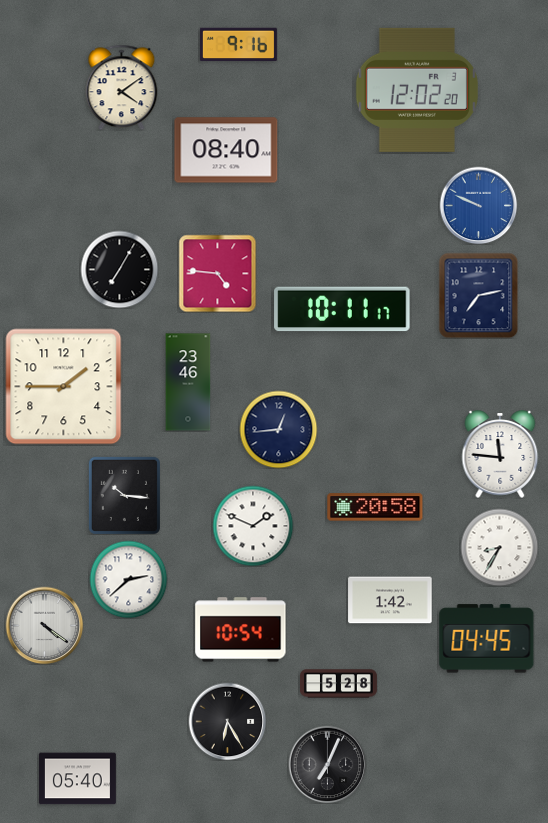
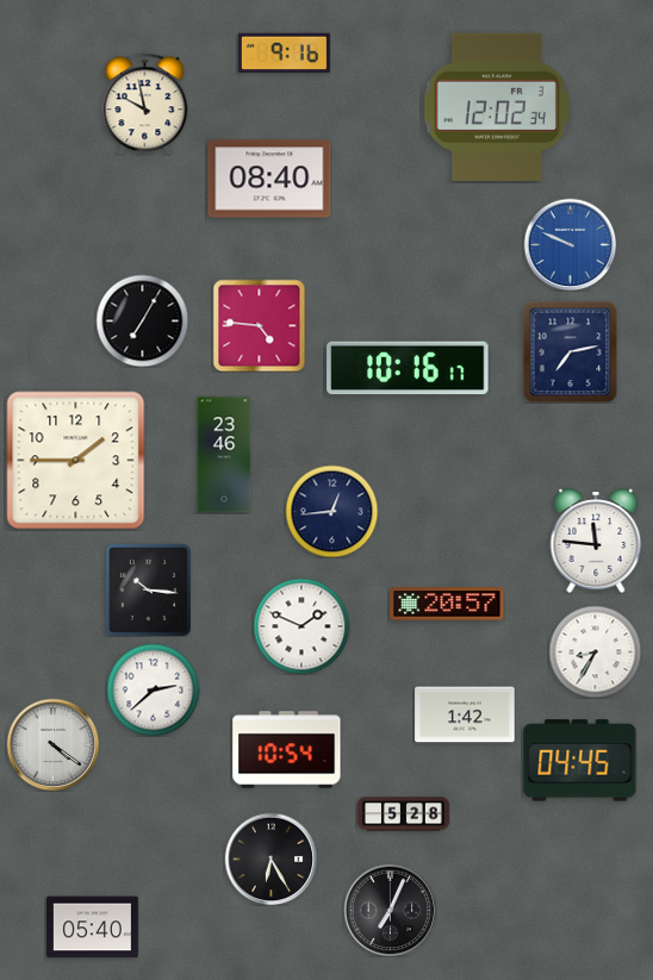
clock at (122, 87): 4:09 -> 9:58
clock at (417, 90): 12:02:20 -> 12:02:34
clock at (342, 309): 10:11 -> 10:16
clock at (375, 507): 20:58 -> 20:57
